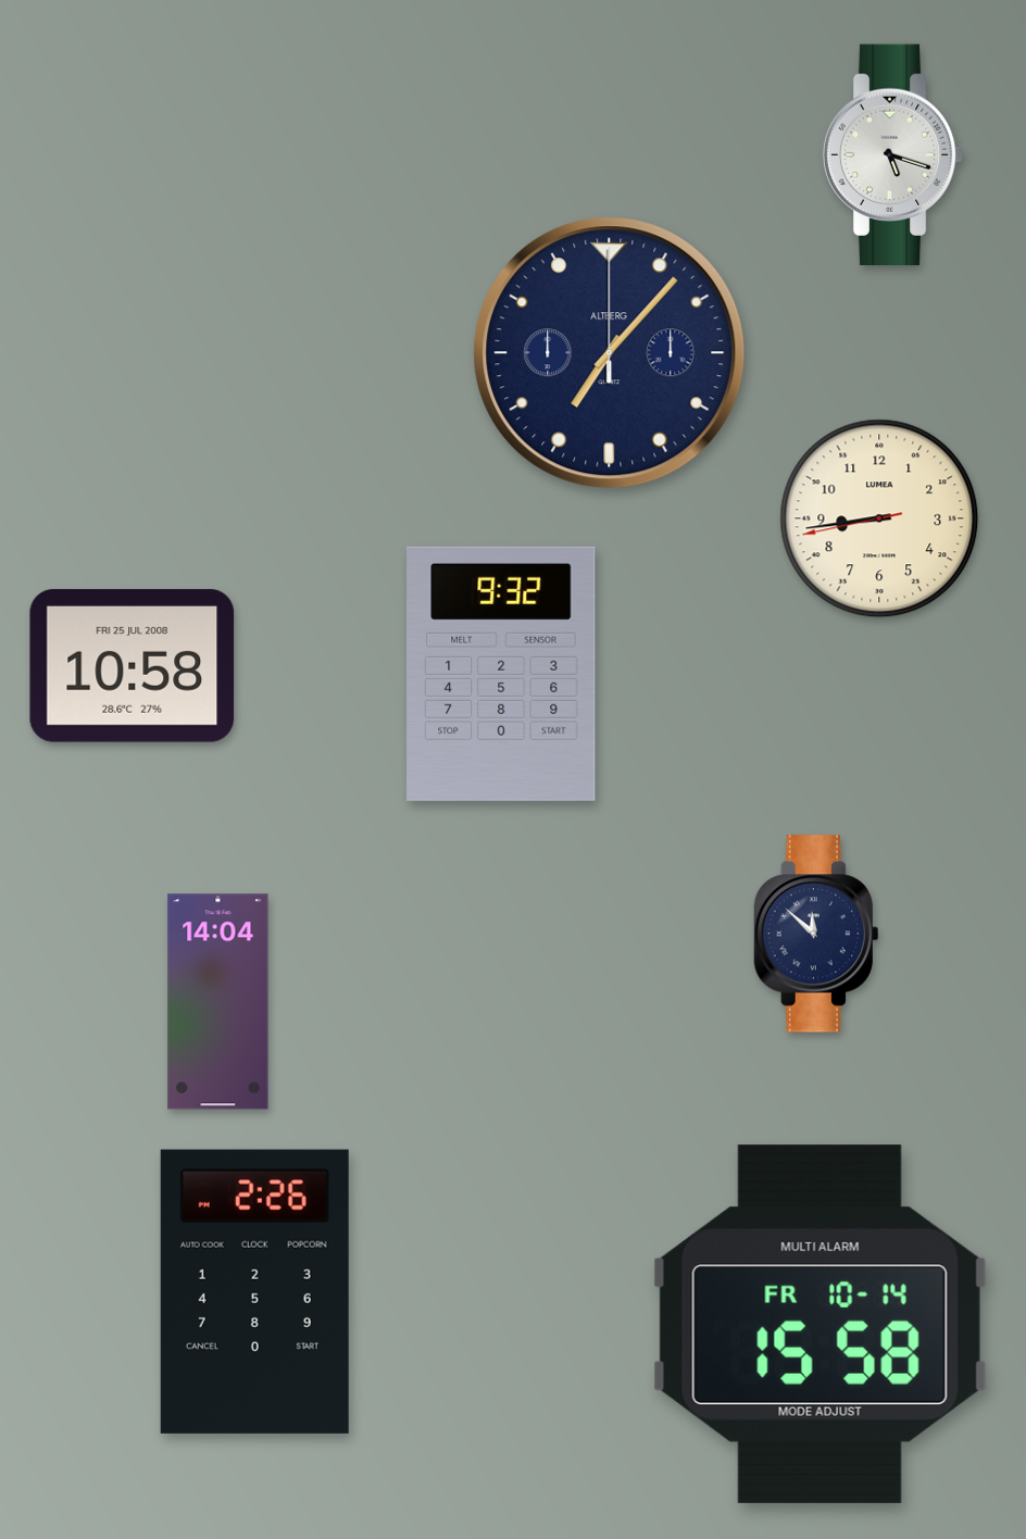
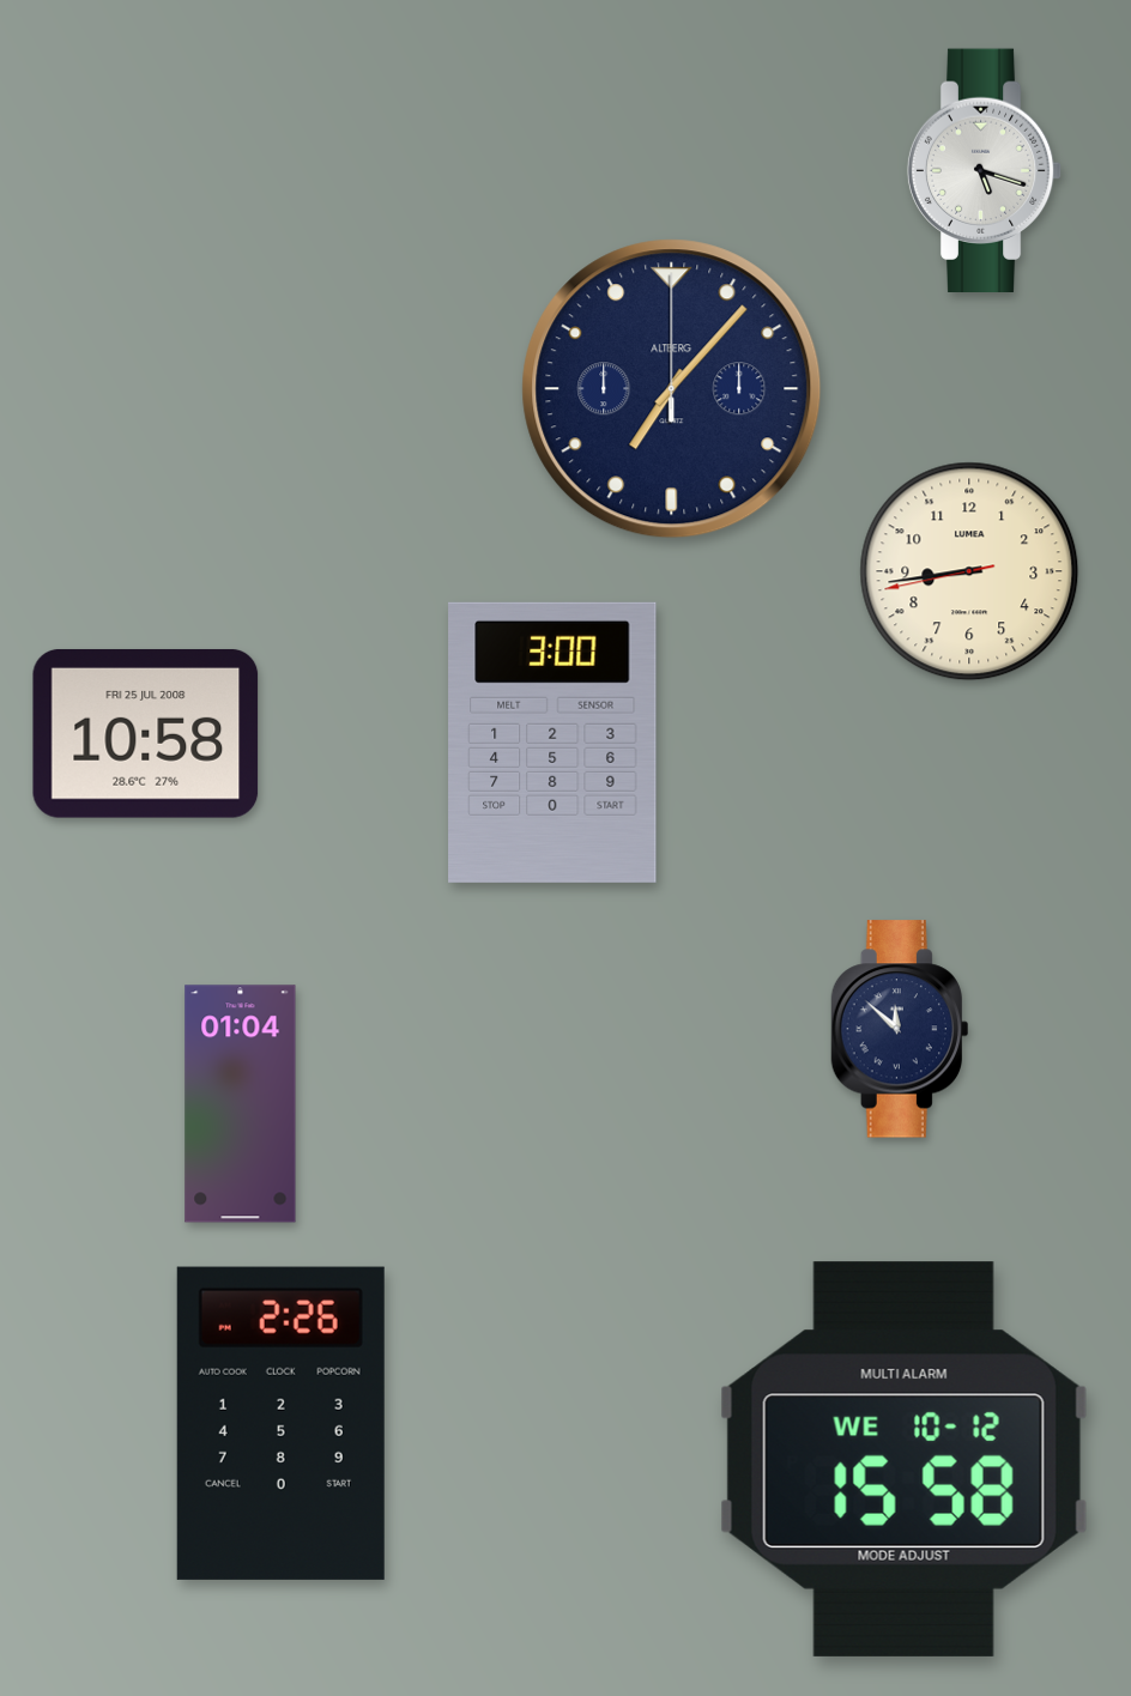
clock at (501, 674): 9:32 -> 3:00
clock at (218, 1002): 14:04 -> 01:04
clock at (819, 1324) date: FR 10-14 -> WE 10-12
